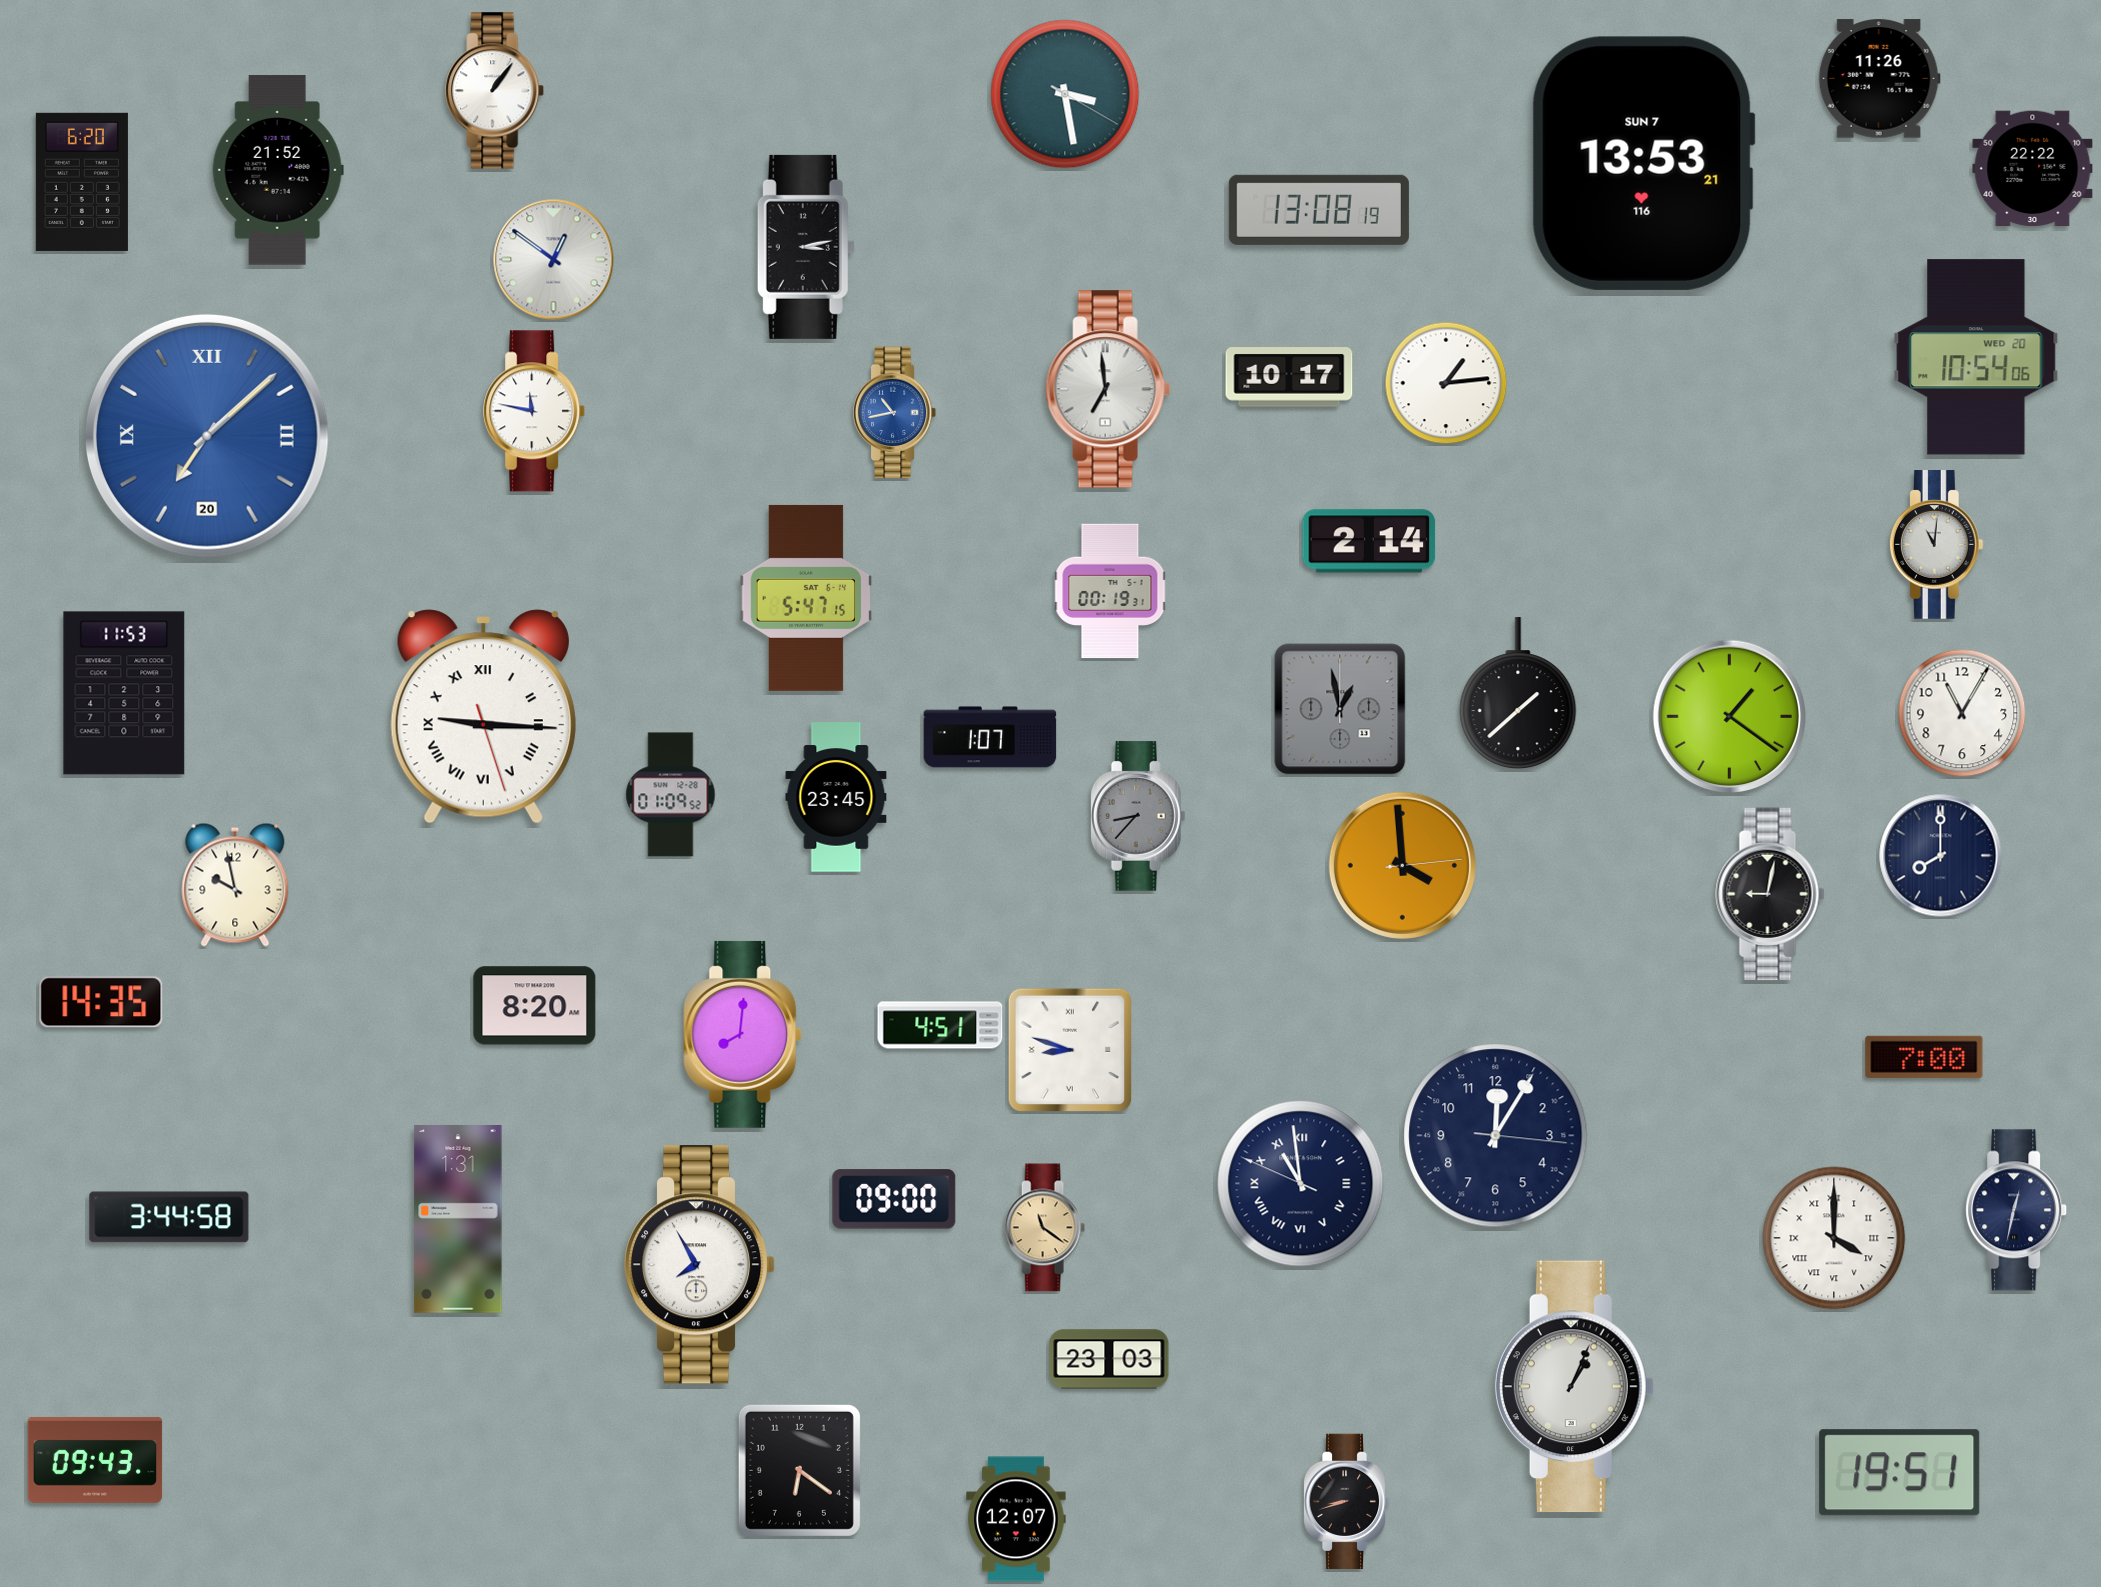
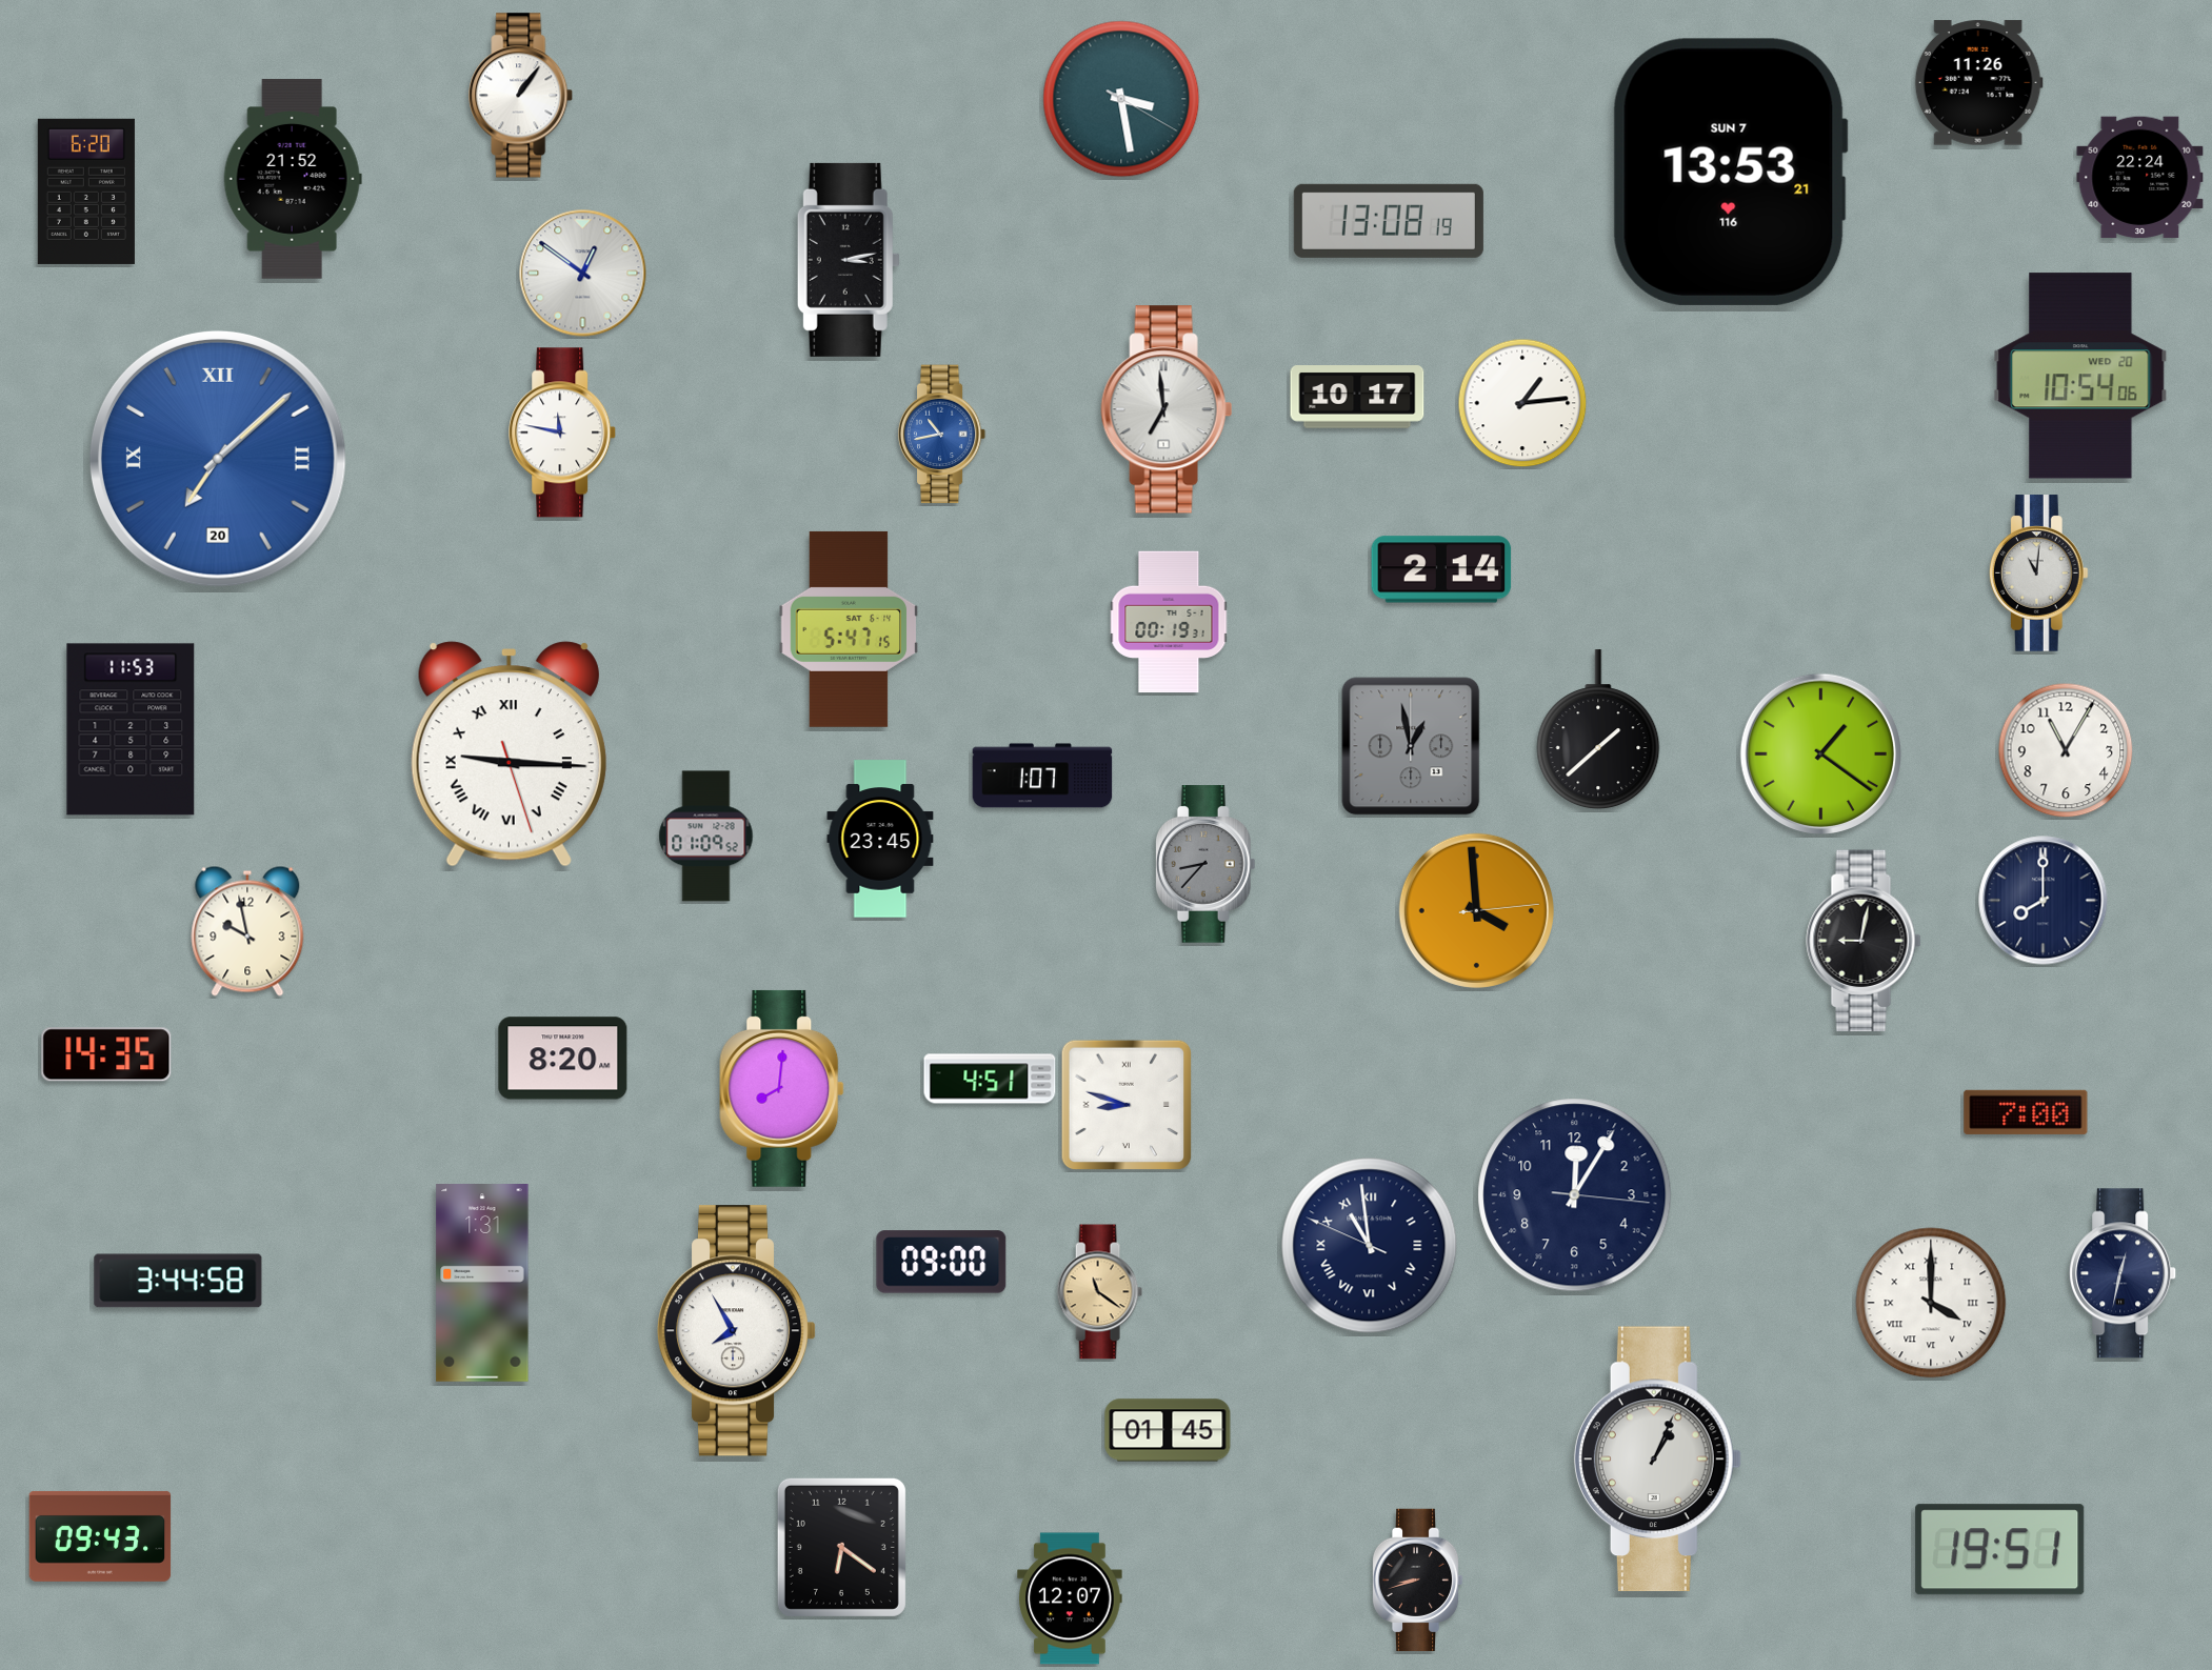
clock at (2033, 169): 22:22 -> 22:24
clock at (1138, 816) position: (1138, 816) -> (1205, 864)
clock at (1109, 1359): 23:03 -> 01:45
